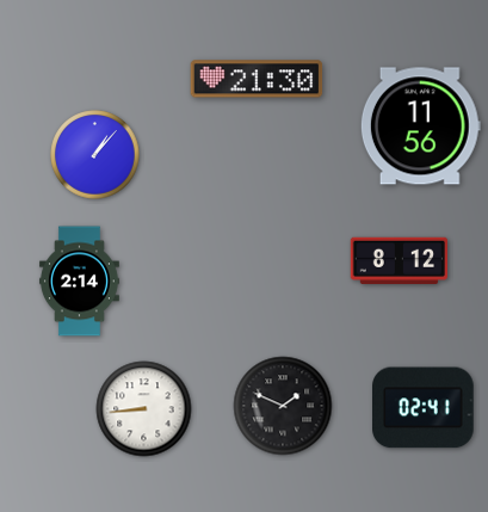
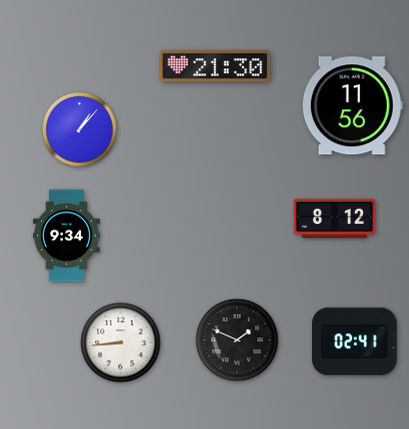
clock at (79, 282): 2:14 -> 9:34
